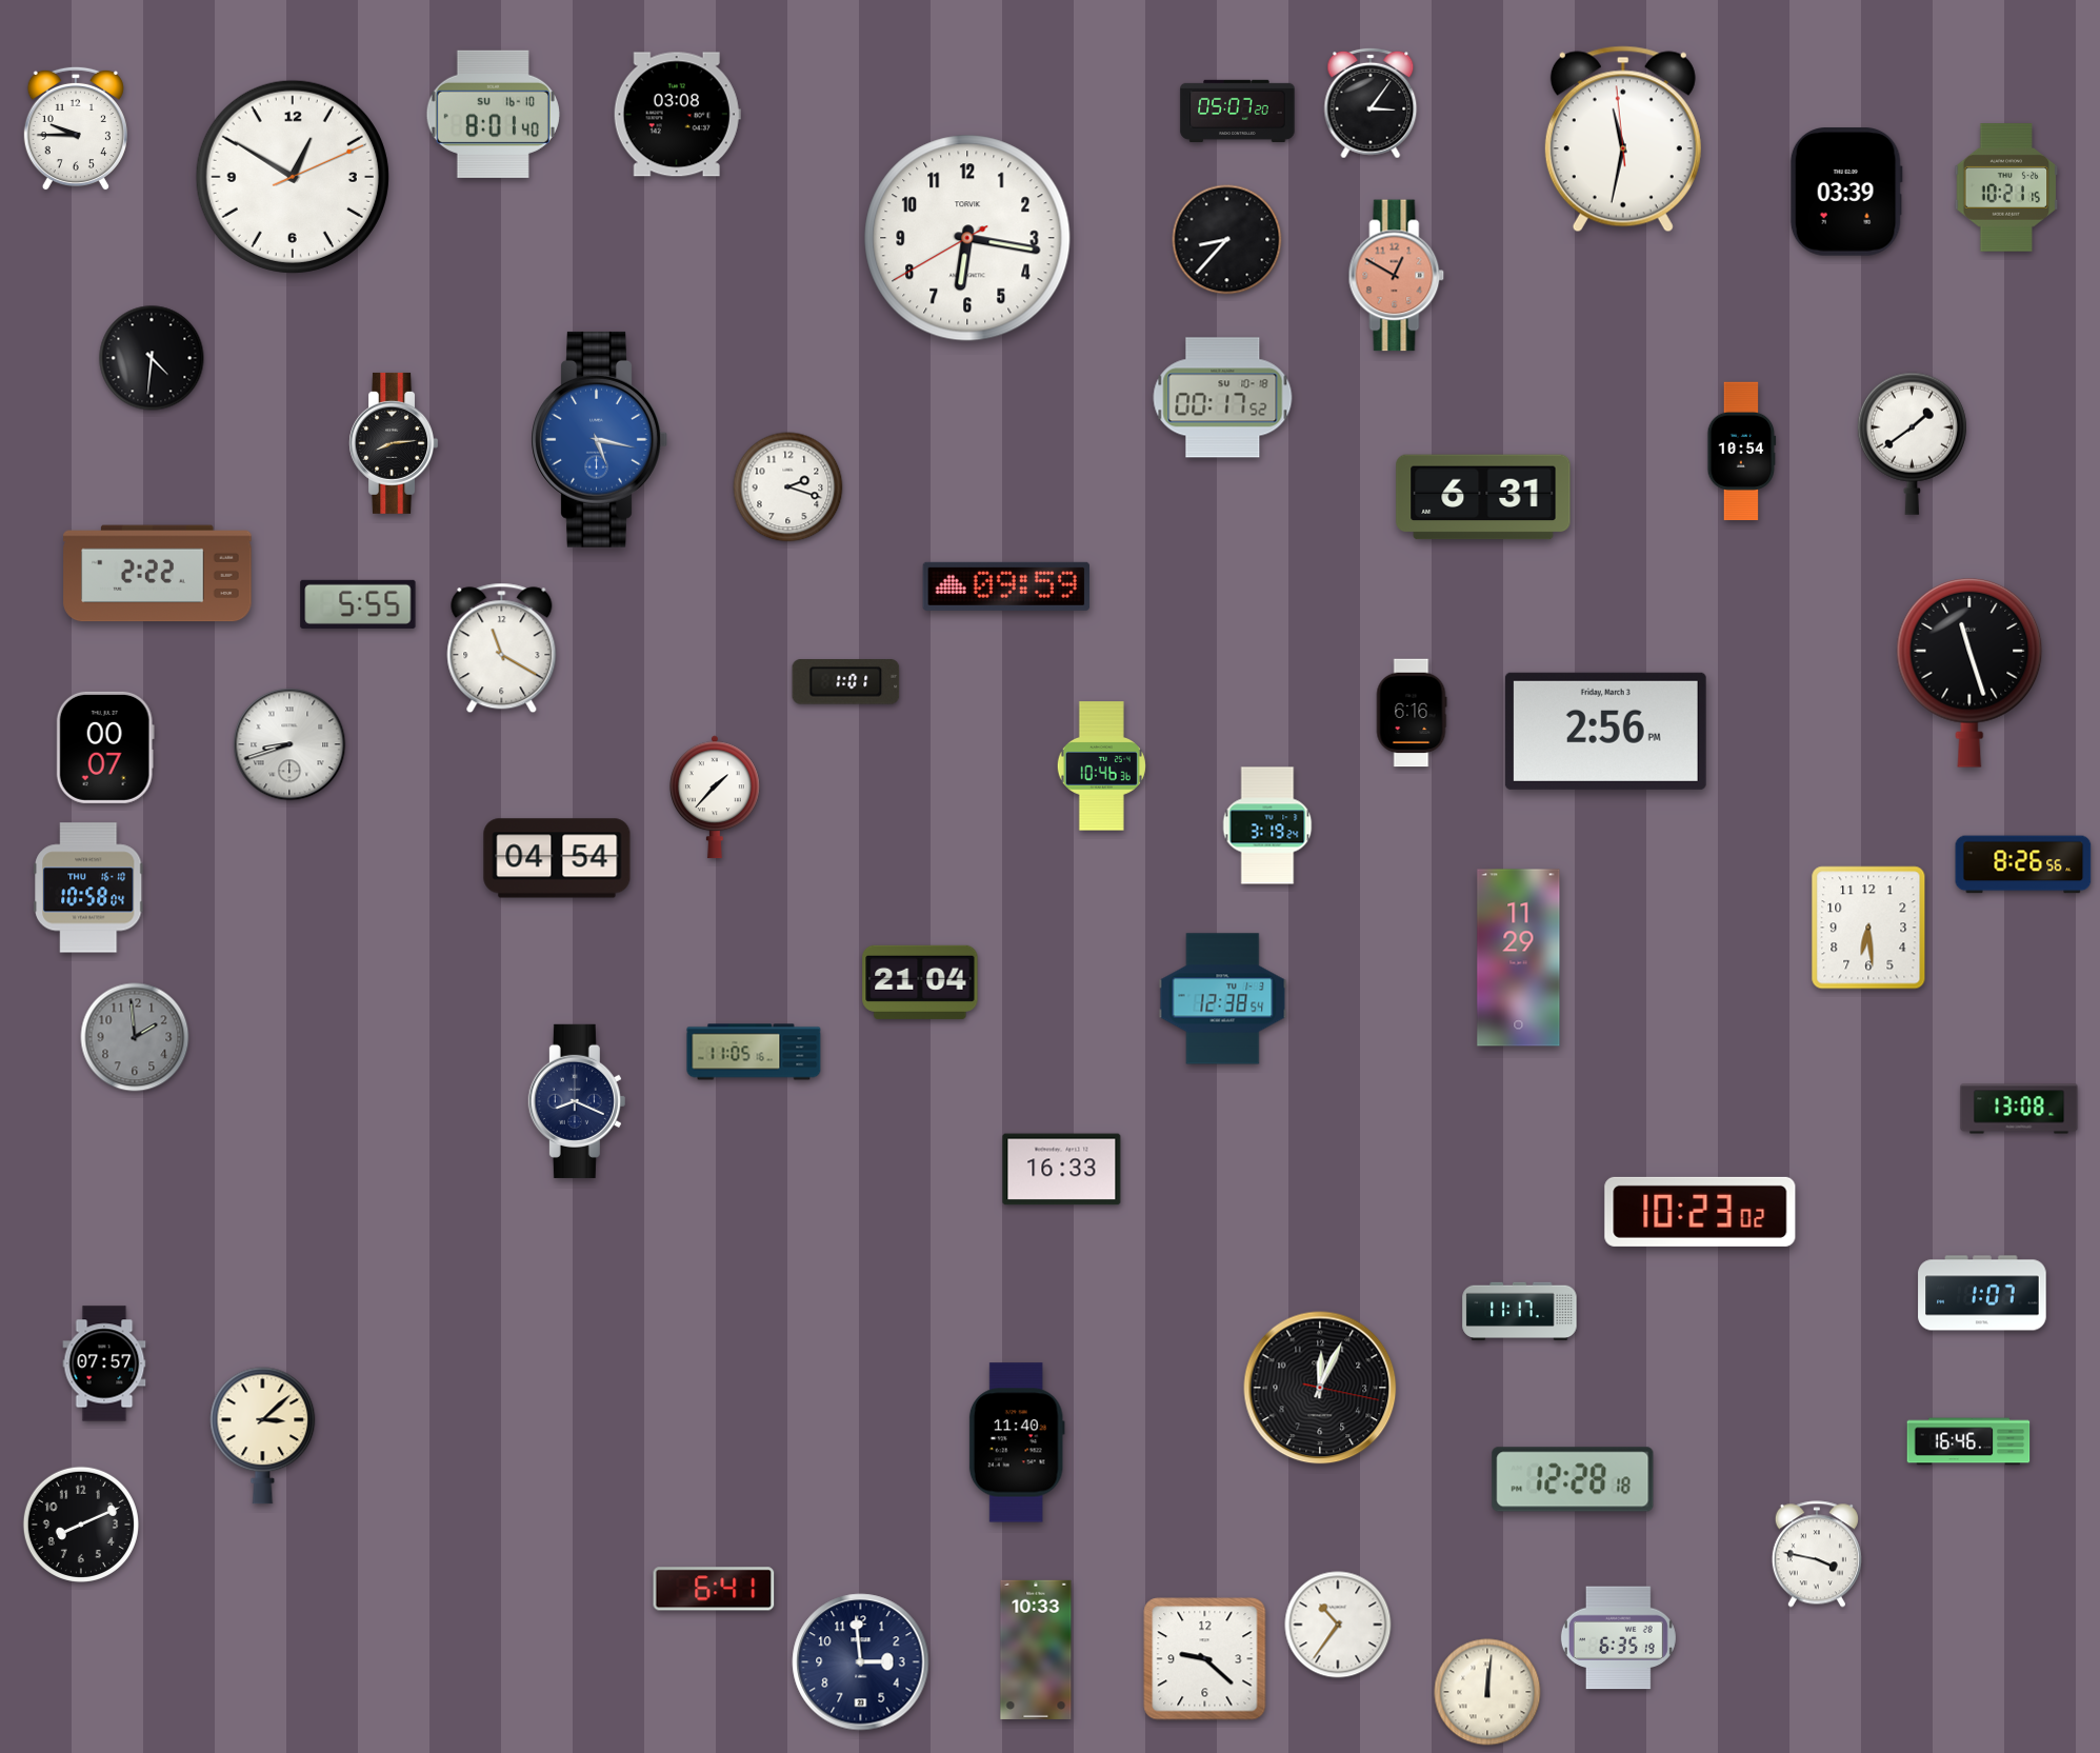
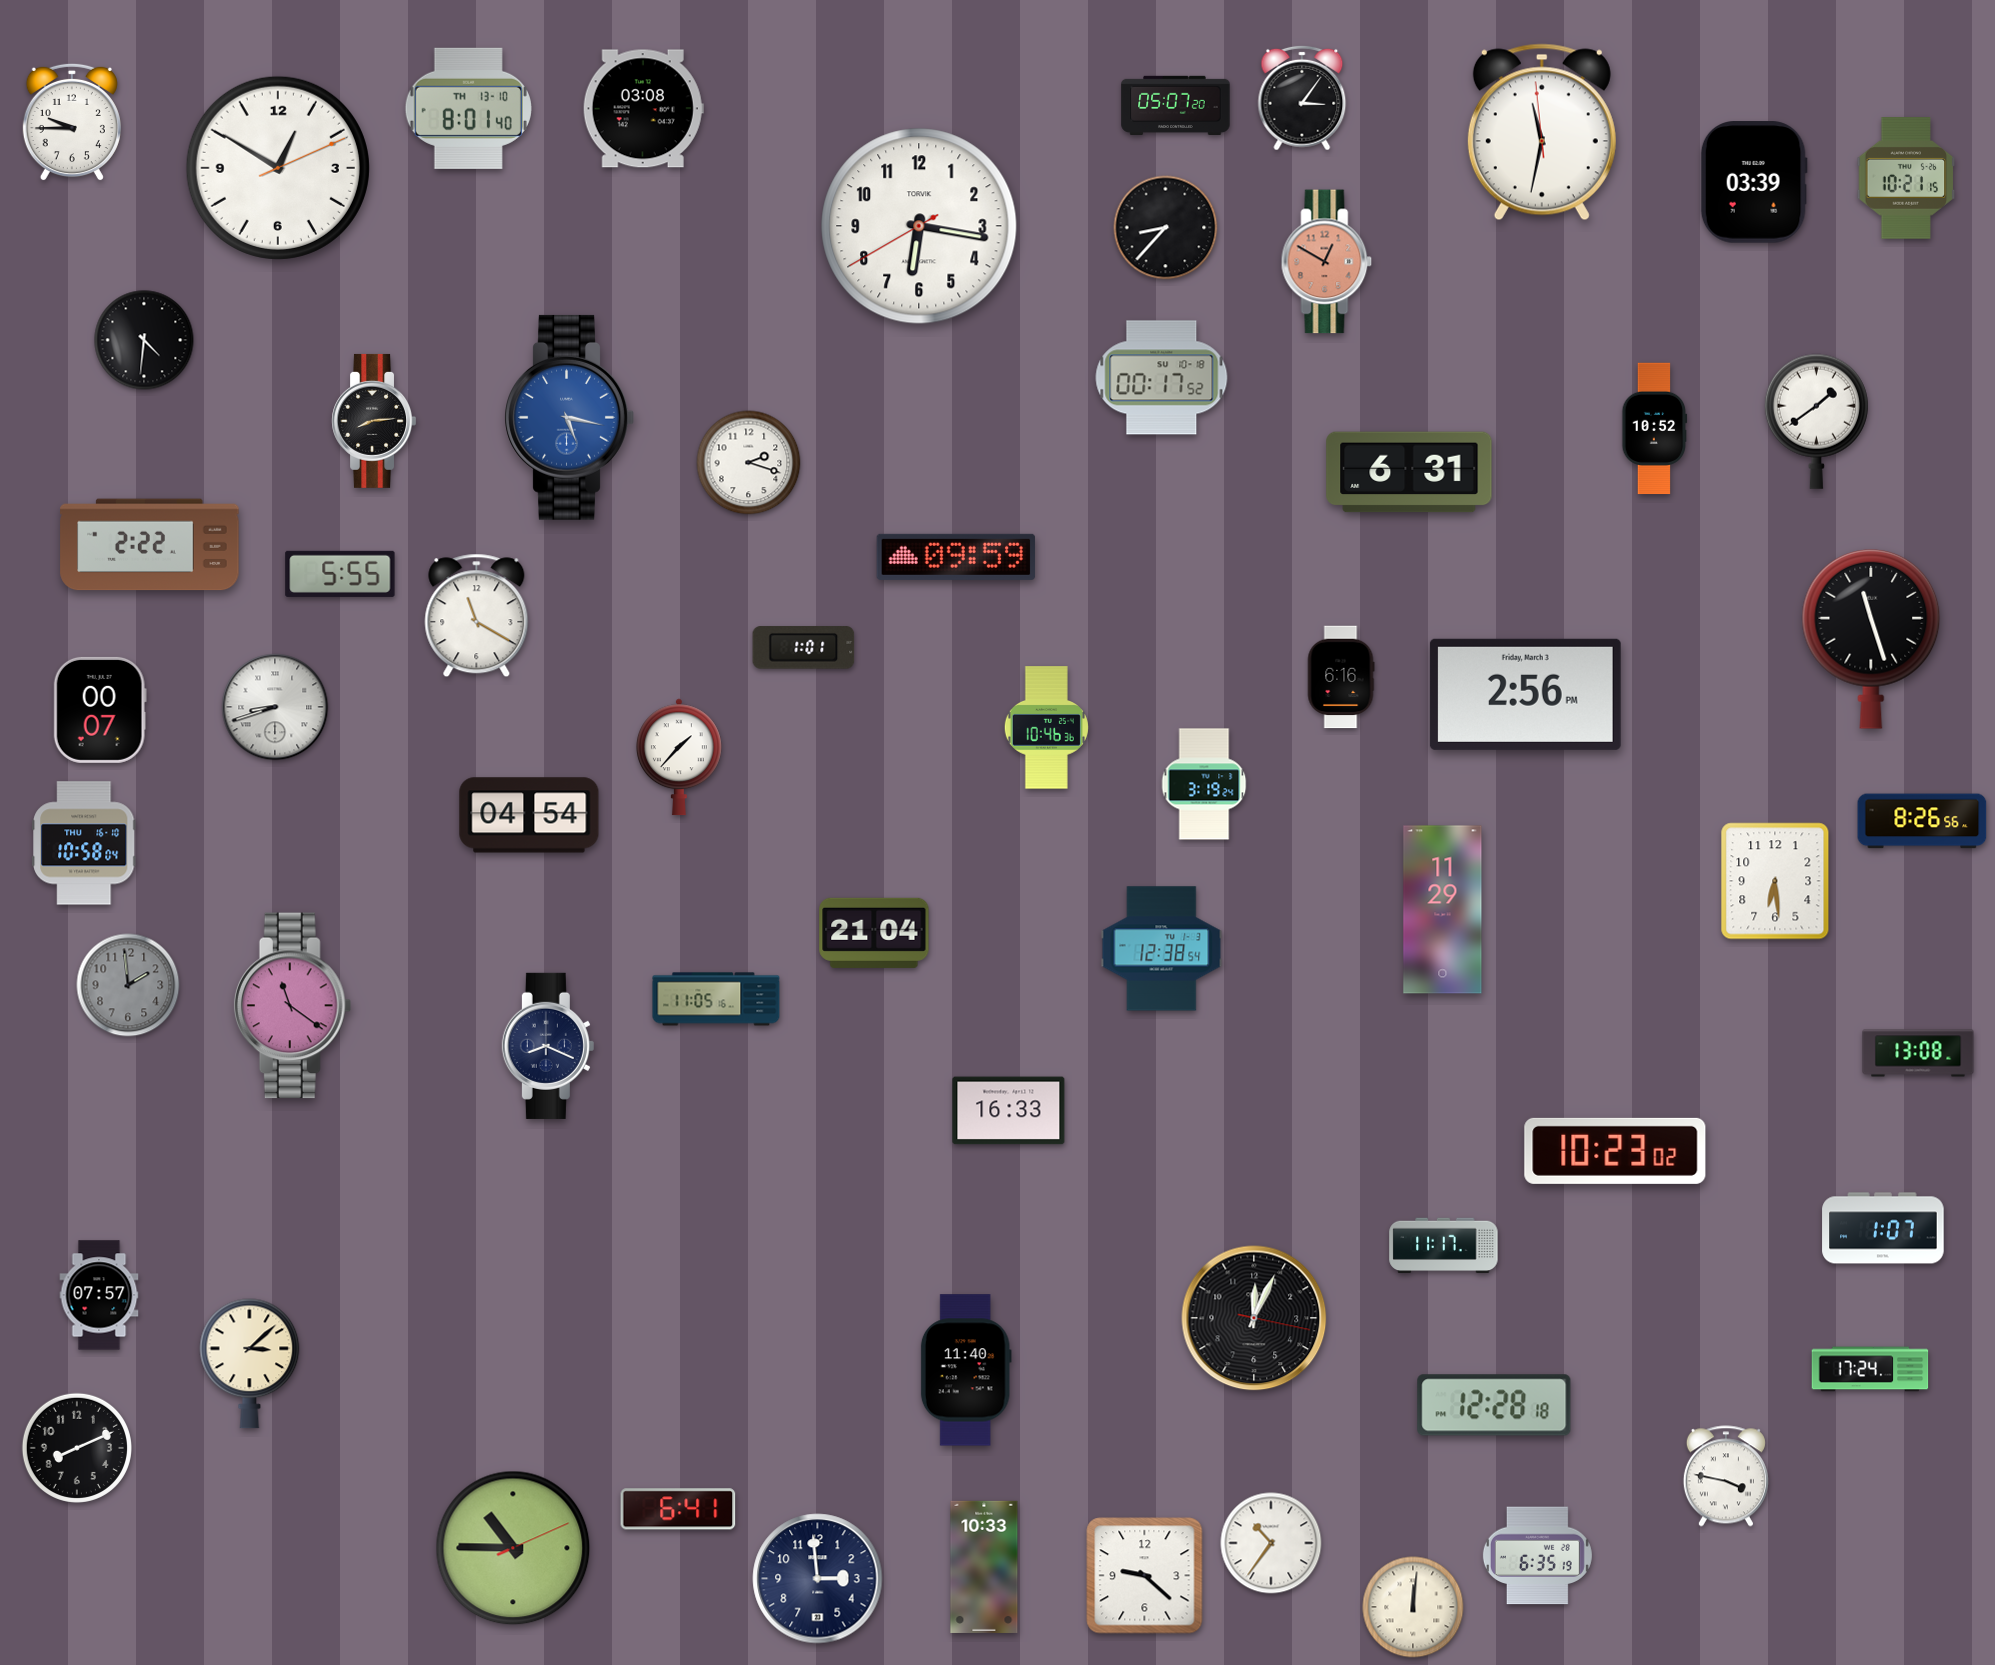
clock at (493, 114) date: SU 16-10 -> TH 13-10
clock at (1742, 452): 10:54 -> 10:52
clock at (293, 1006): none -> 11:21
clock at (1968, 1441): 16:46 -> 17:24
clock at (513, 1548): none -> 10:45
